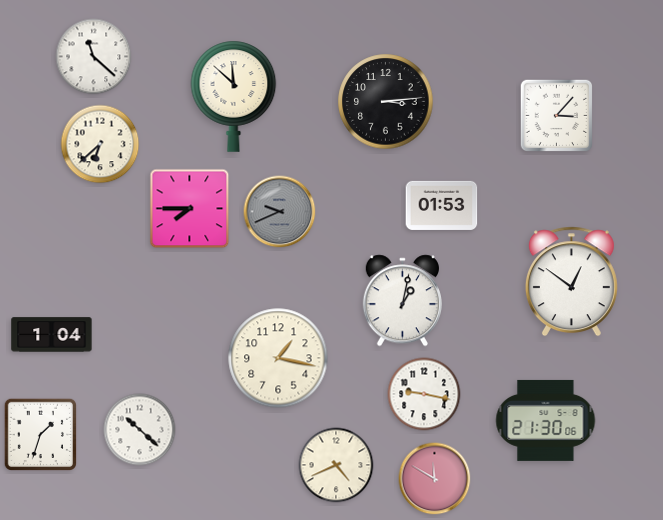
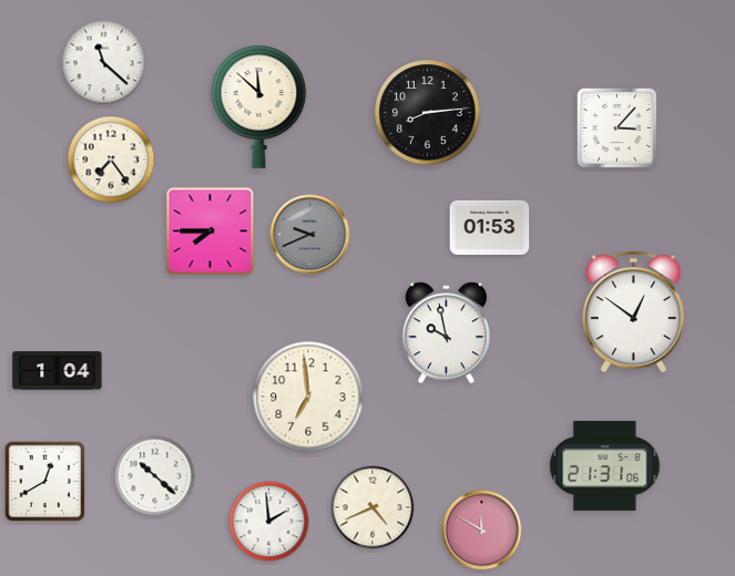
clock at (386, 102): 3:14 -> 8:14
clock at (100, 144): 6:38 -> 7:24
clock at (402, 301): 1:02 -> 9:58
clock at (278, 358): 1:17 -> 6:59
clock at (424, 394): 9:17 -> none
clock at (546, 420): 21:30 -> 21:31
clock at (40, 435): 1:33 -> 12:40
clock at (336, 465) position: (336, 465) -> (372, 507)
clock at (269, 522): none -> 1:59
